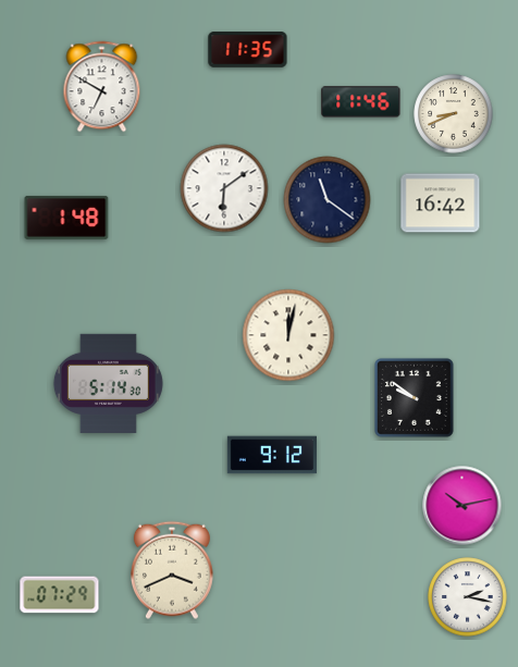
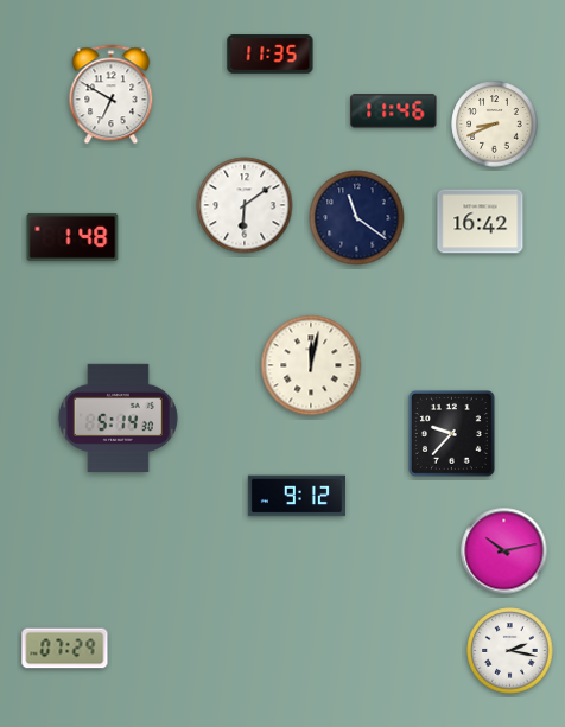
clock at (288, 335) position: (288, 335) -> (311, 365)
clock at (415, 398): 9:51 -> 9:37
clock at (172, 570): 3:41 -> none
